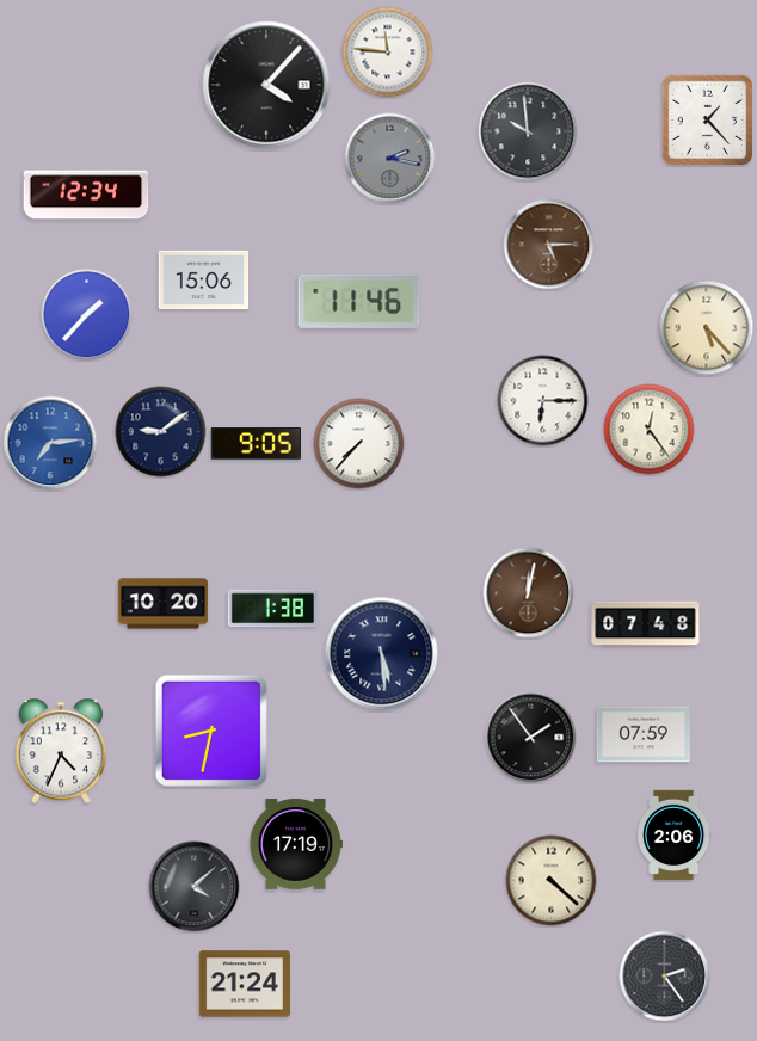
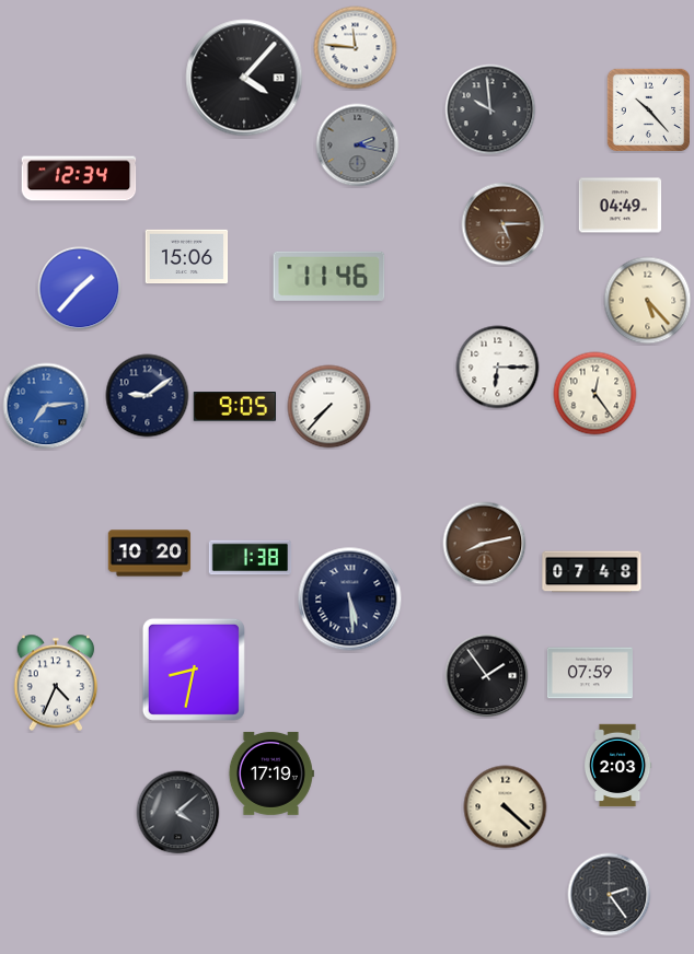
clock at (707, 119): 1:23 -> 10:23
clock at (528, 131) position: (528, 131) -> (490, 109)
clock at (621, 206): none -> 04:49
clock at (529, 593): 12:02 -> 8:13
clock at (61, 751) position: (61, 751) -> (56, 683)
clock at (673, 836): 2:06 -> 2:03
clock at (244, 984): 21:24 -> none
